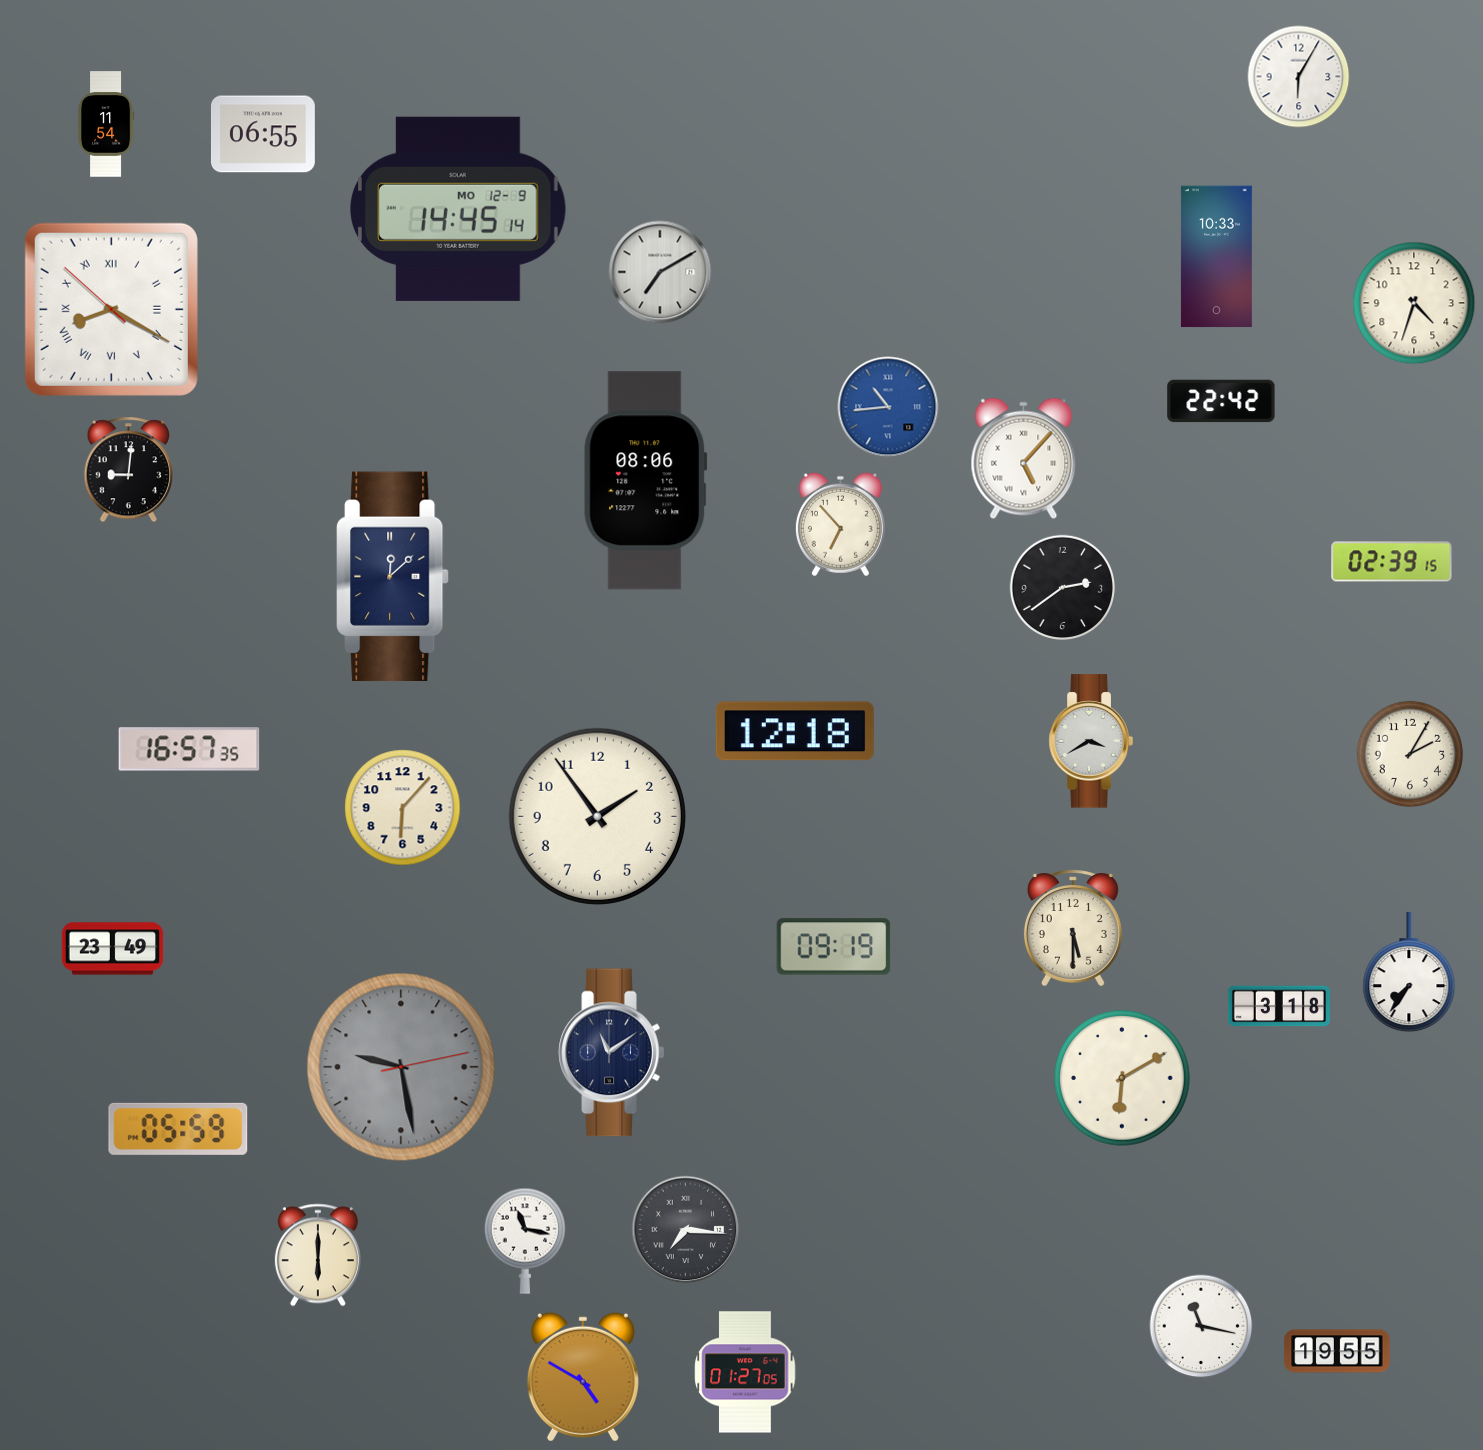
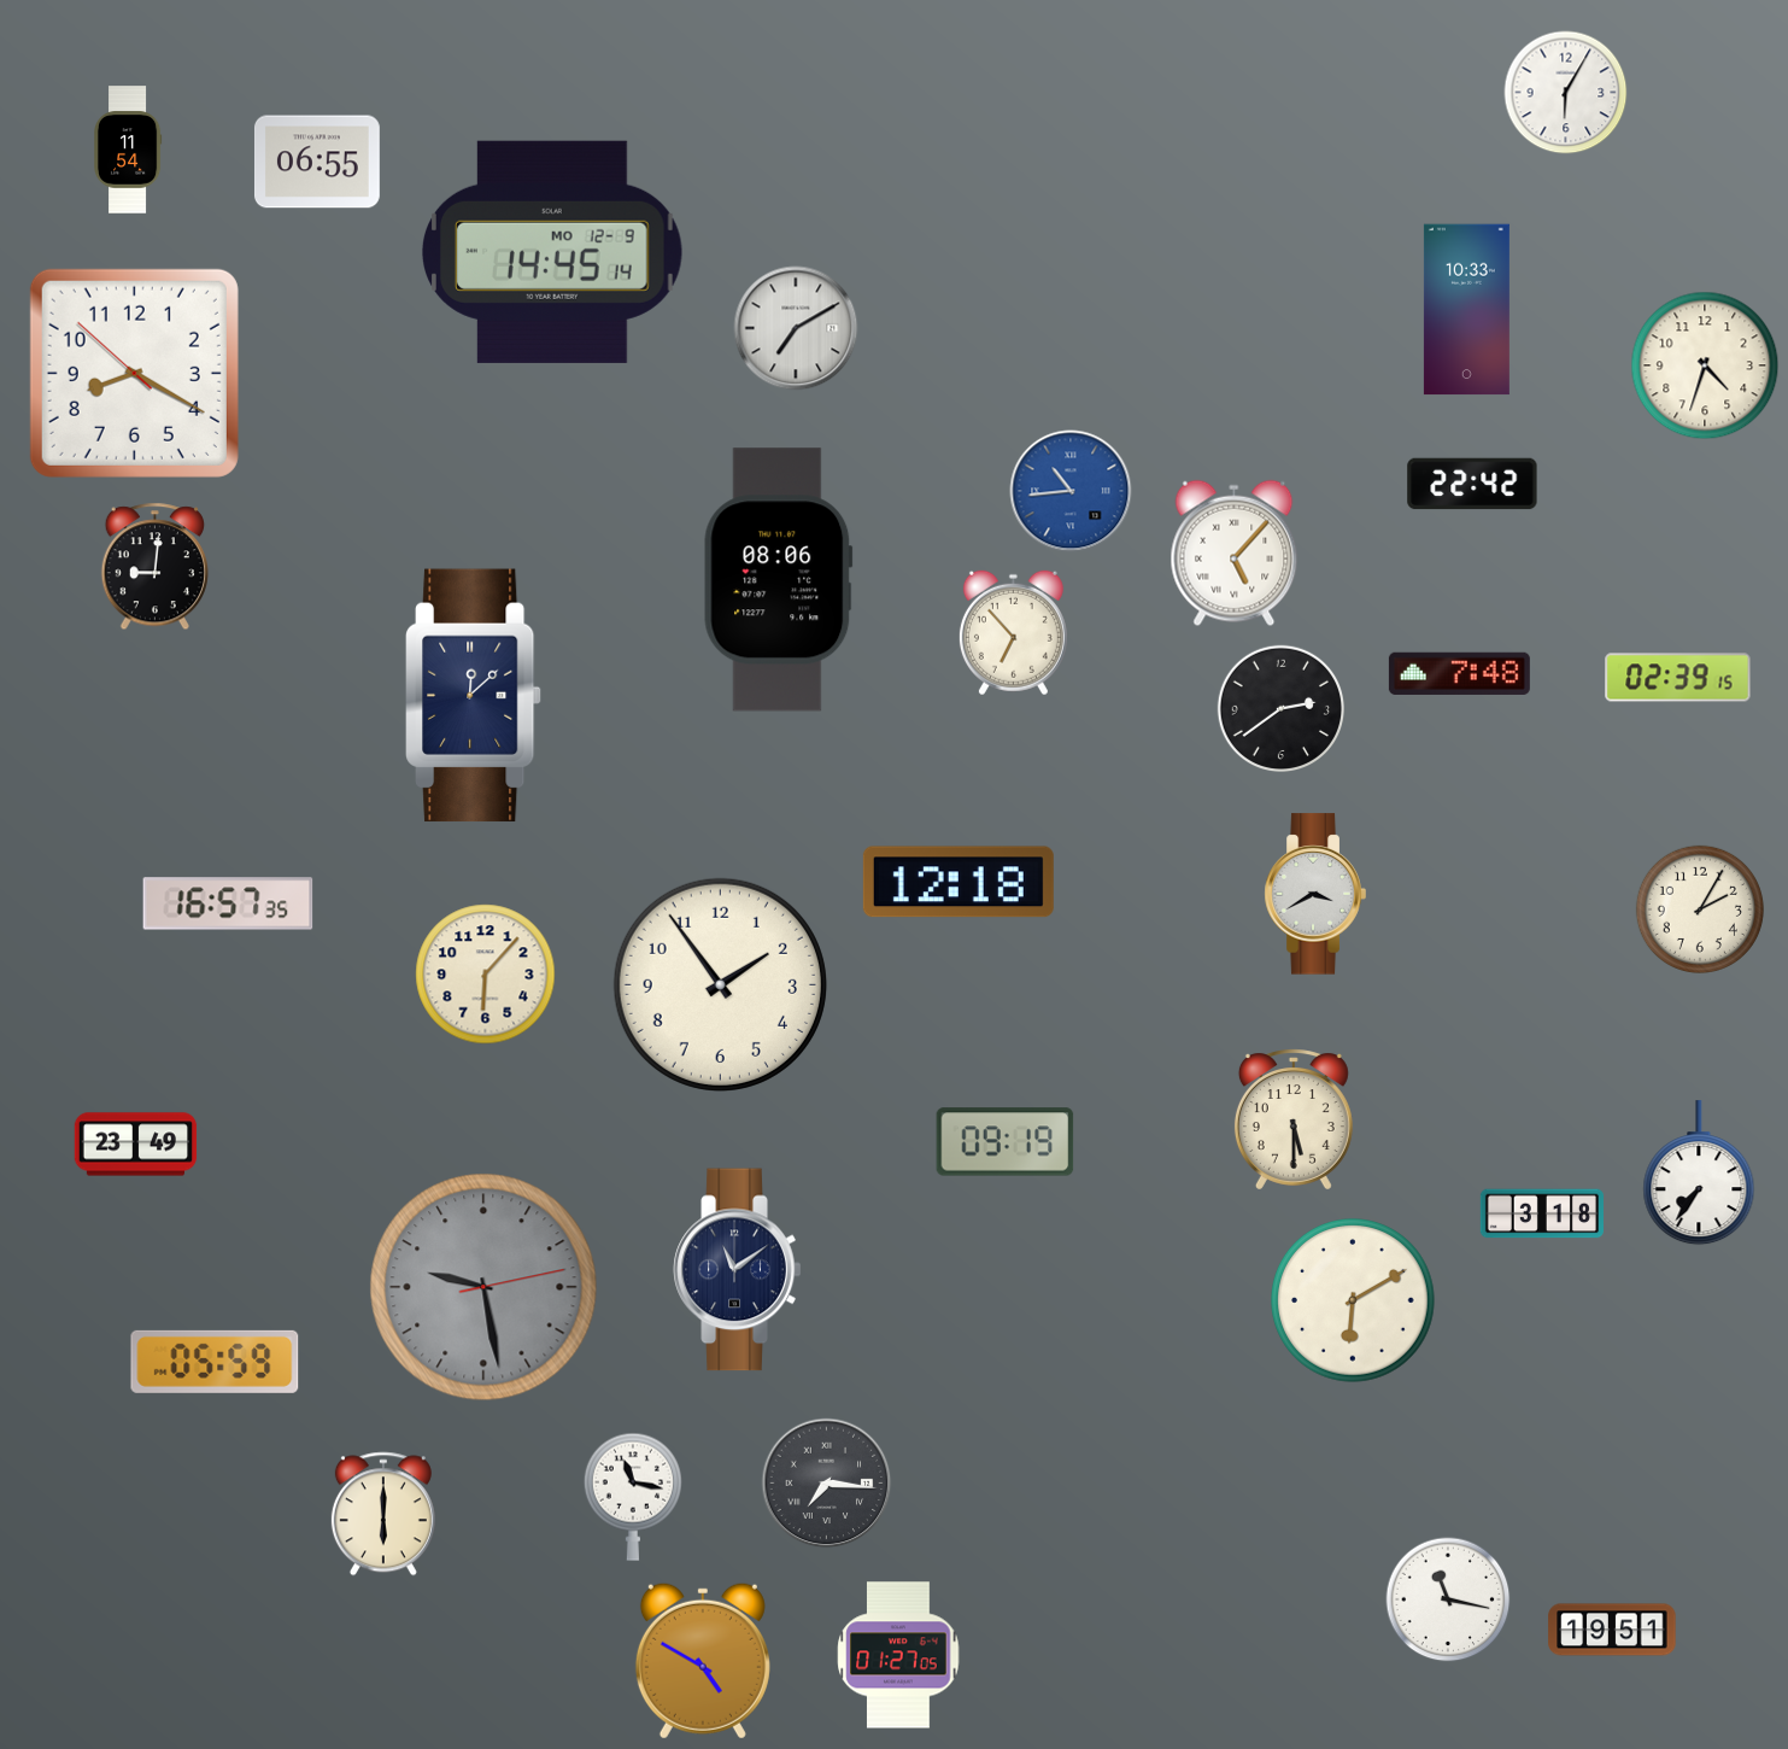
clock at (111, 309) numerals: Roman -> Arabic
clock at (1459, 673): none -> 7:48
clock at (1337, 1351): 19:55 -> 19:51
